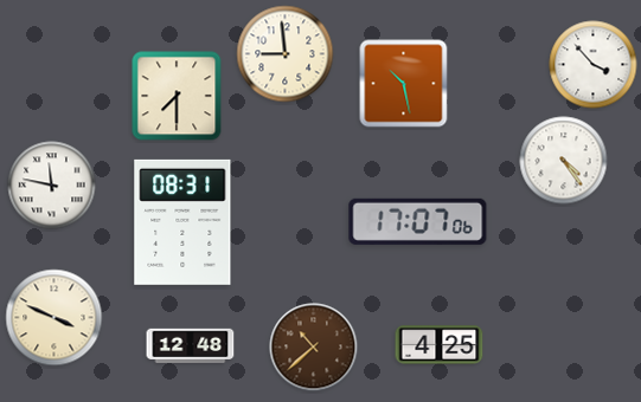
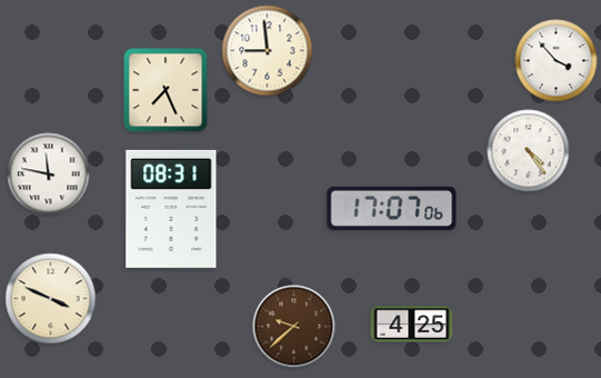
clock at (404, 84): 10:28 -> none
clock at (177, 96): 7:30 -> 7:26
clock at (191, 345): 12:48 -> none
clock at (314, 348): 10:38 -> 9:38
